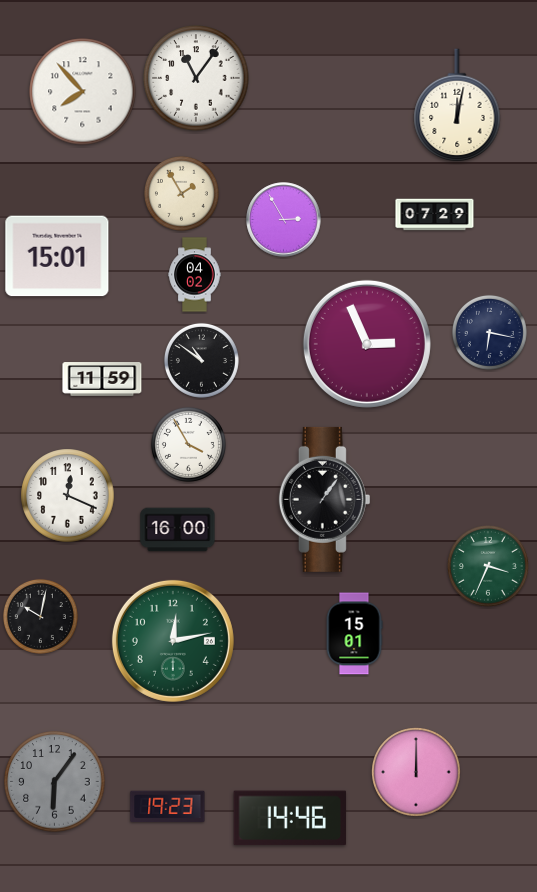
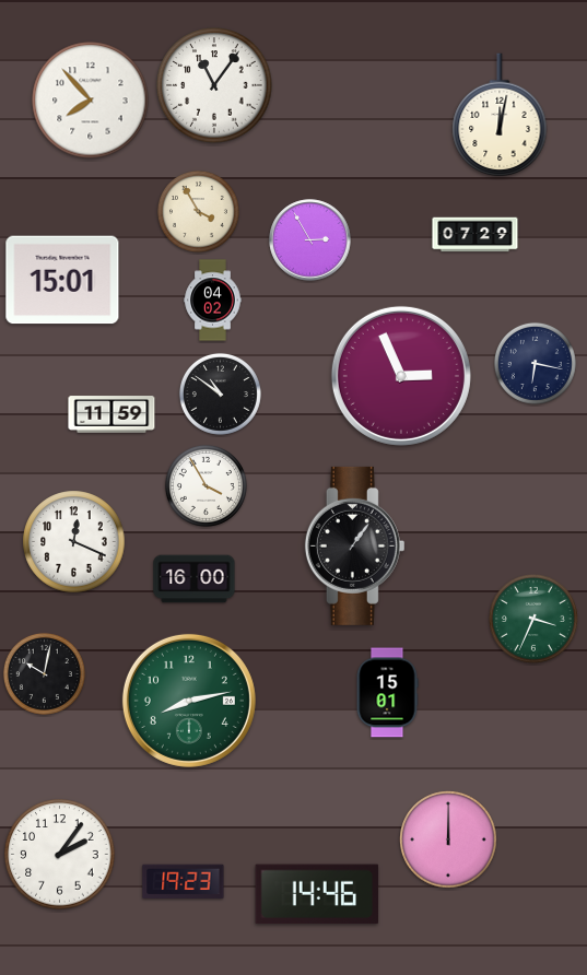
clock at (181, 193): 1:55 -> 3:55
clock at (173, 641): 12:13 -> 8:13
clock at (416, 772) position: (416, 772) -> (448, 839)
clock at (55, 782): 6:06 -> 2:06
clock at (55, 782) dial: grey -> white
